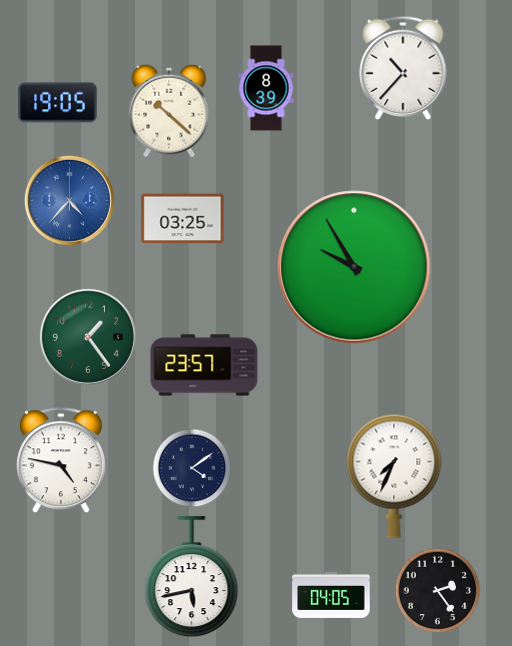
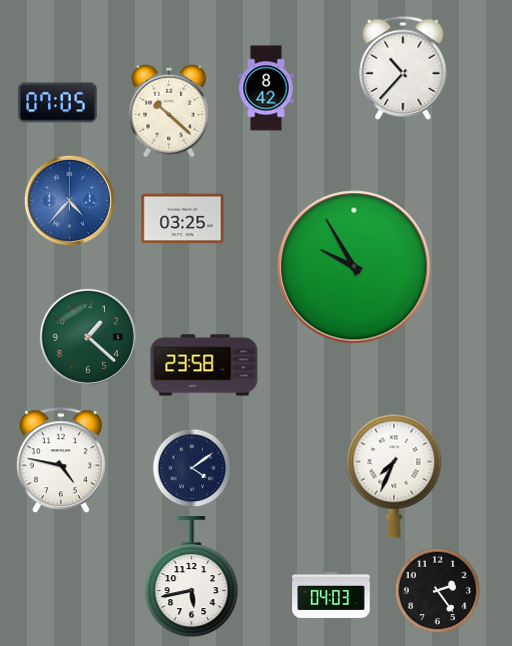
clock at (266, 88): 8:39 -> 8:42
clock at (58, 103): 19:05 -> 07:05
clock at (88, 337): 1:24 -> 1:22
clock at (204, 365): 23:57 -> 23:58
clock at (331, 595): 04:05 -> 04:03
